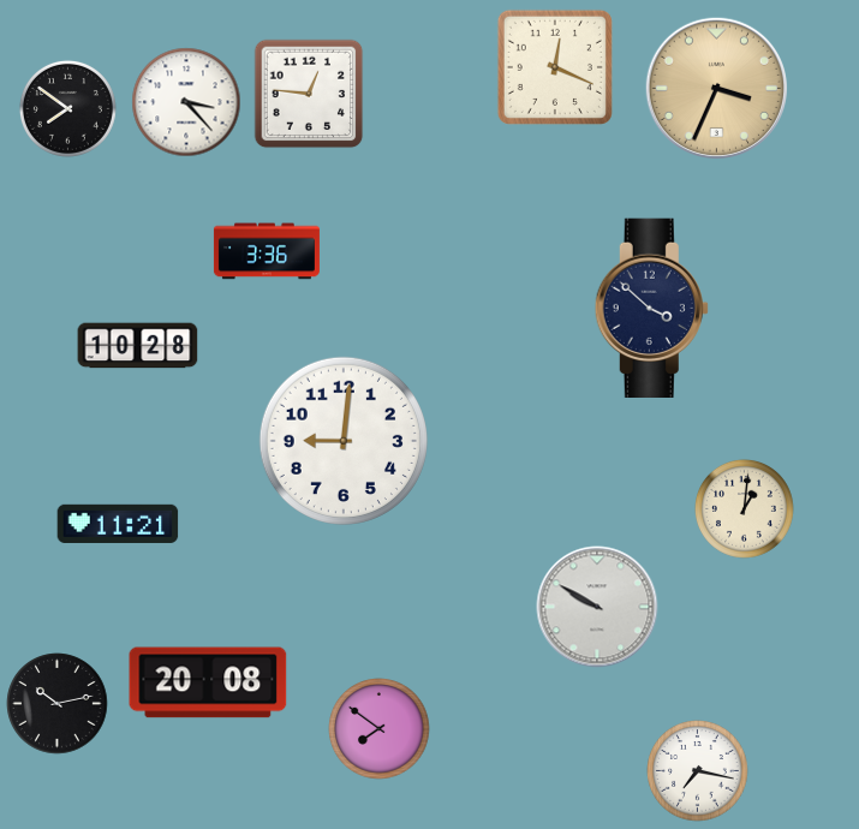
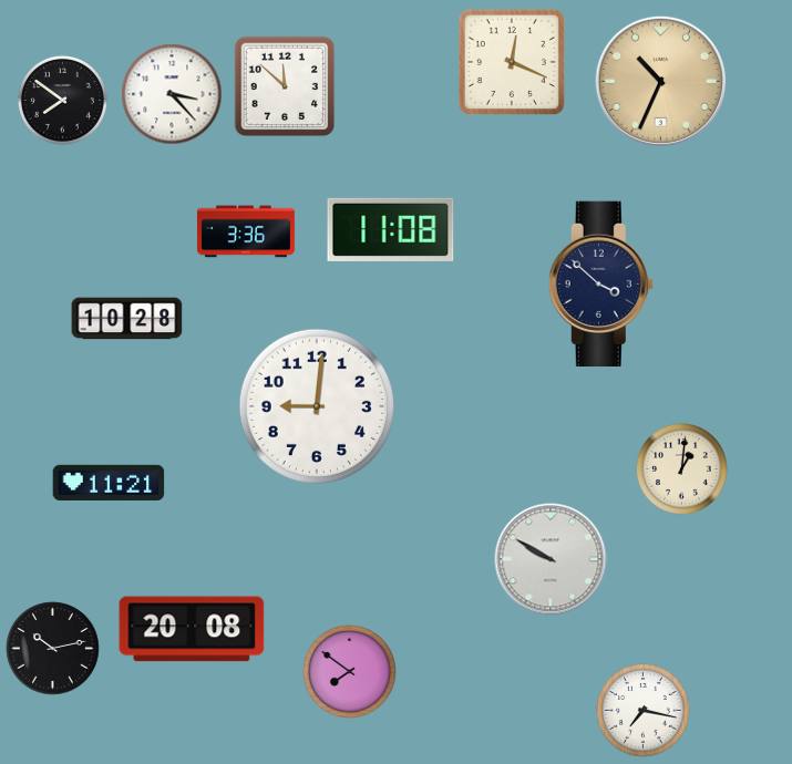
clock at (716, 88): 3:34 -> 10:34
clock at (309, 94): 12:46 -> 11:52
clock at (391, 229): none -> 11:08
clock at (745, 509) position: (745, 509) -> (682, 469)
